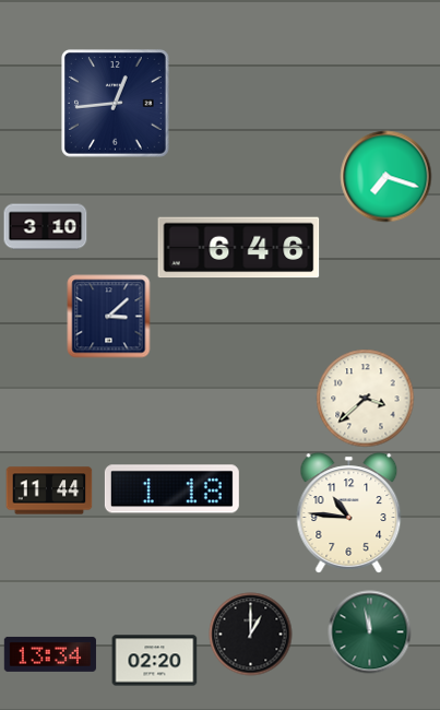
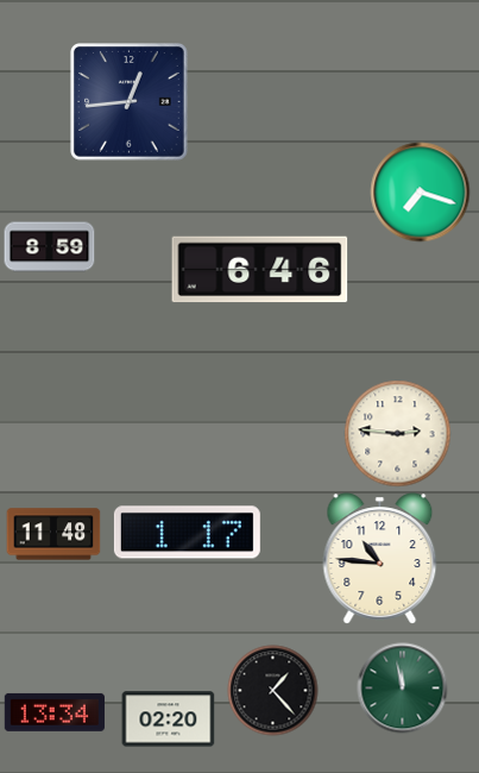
clock at (116, 104) position: (116, 104) -> (130, 102)
clock at (46, 227): 3:10 -> 8:59
clock at (109, 317): 3:08 -> none
clock at (366, 399): 3:38 -> 2:46
clock at (171, 489): 1:18 -> 1:17
clock at (49, 490): 11:44 -> 11:48
clock at (251, 635): 1:00 -> 1:23
